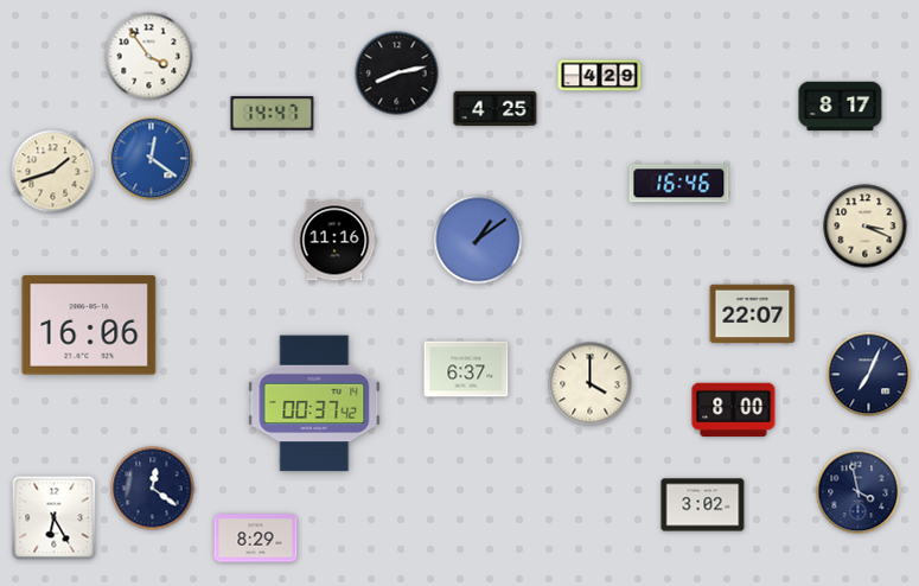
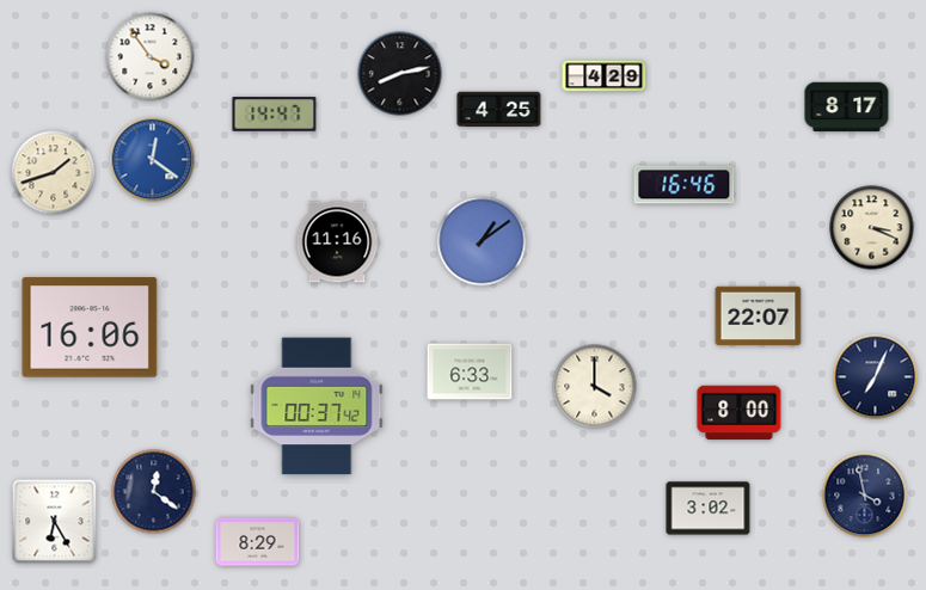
clock at (466, 369): 6:37 -> 6:33
